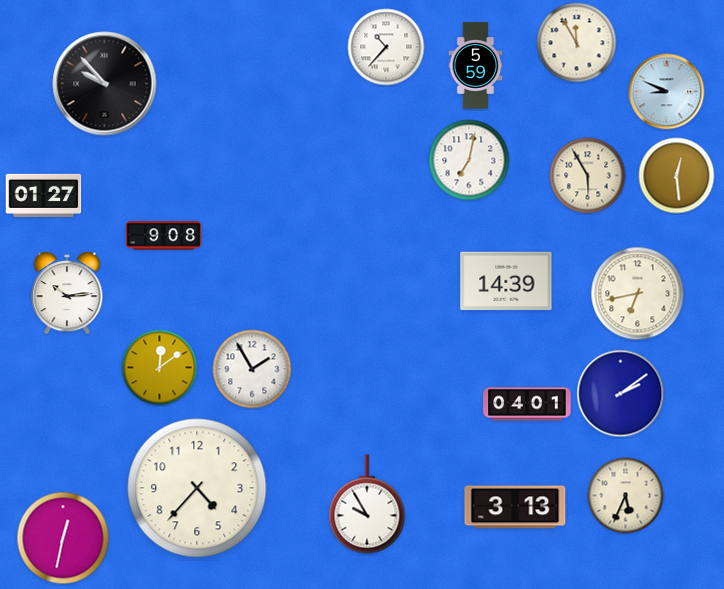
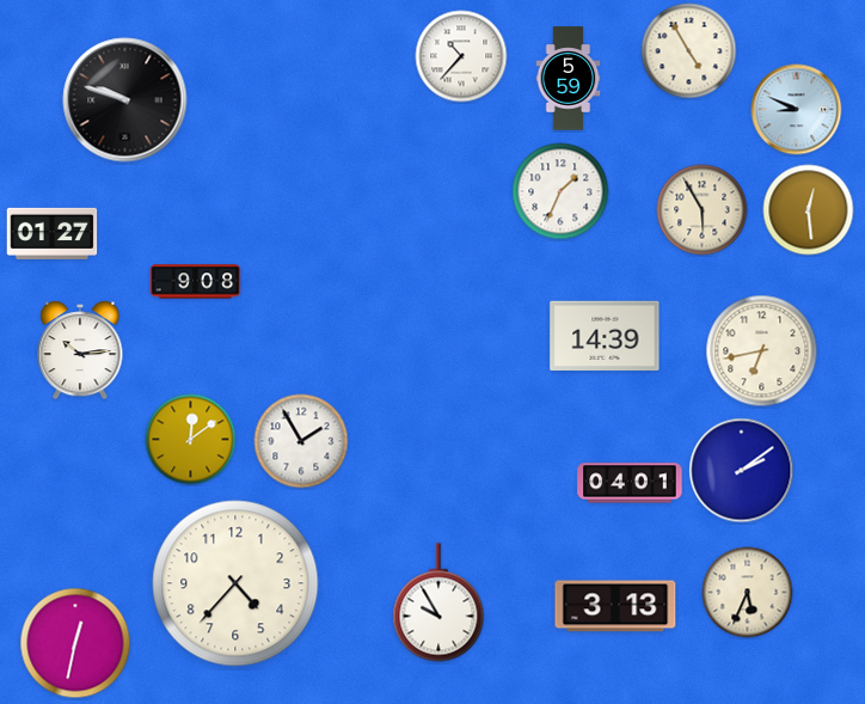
clock at (577, 43): 11:55 -> 4:55
clock at (105, 84): 9:53 -> 9:48
clock at (469, 160): 7:02 -> 1:34
